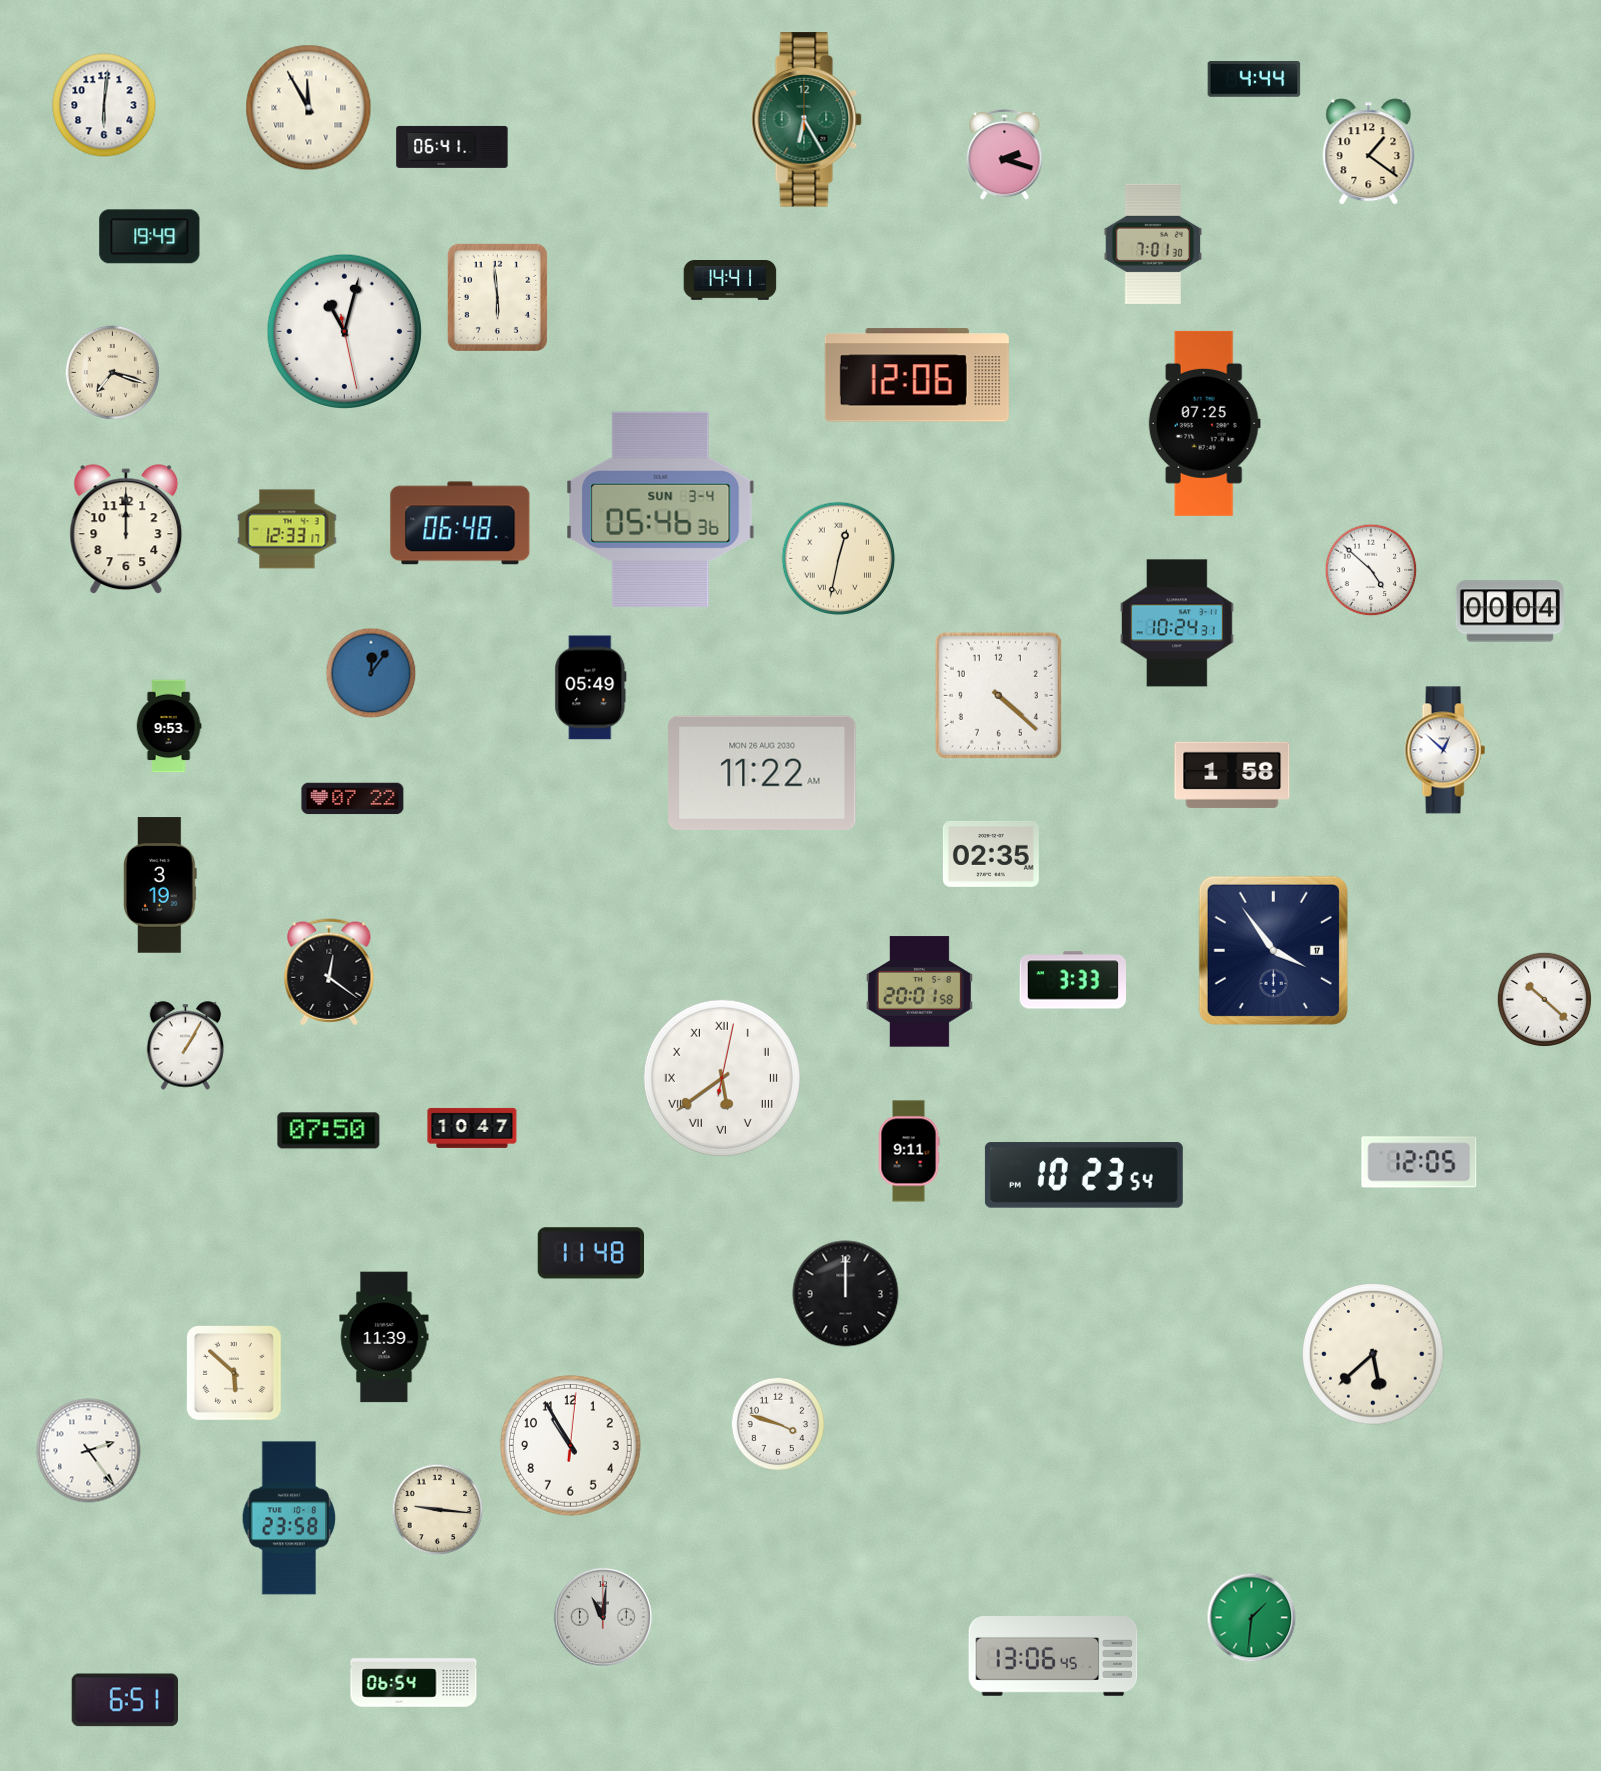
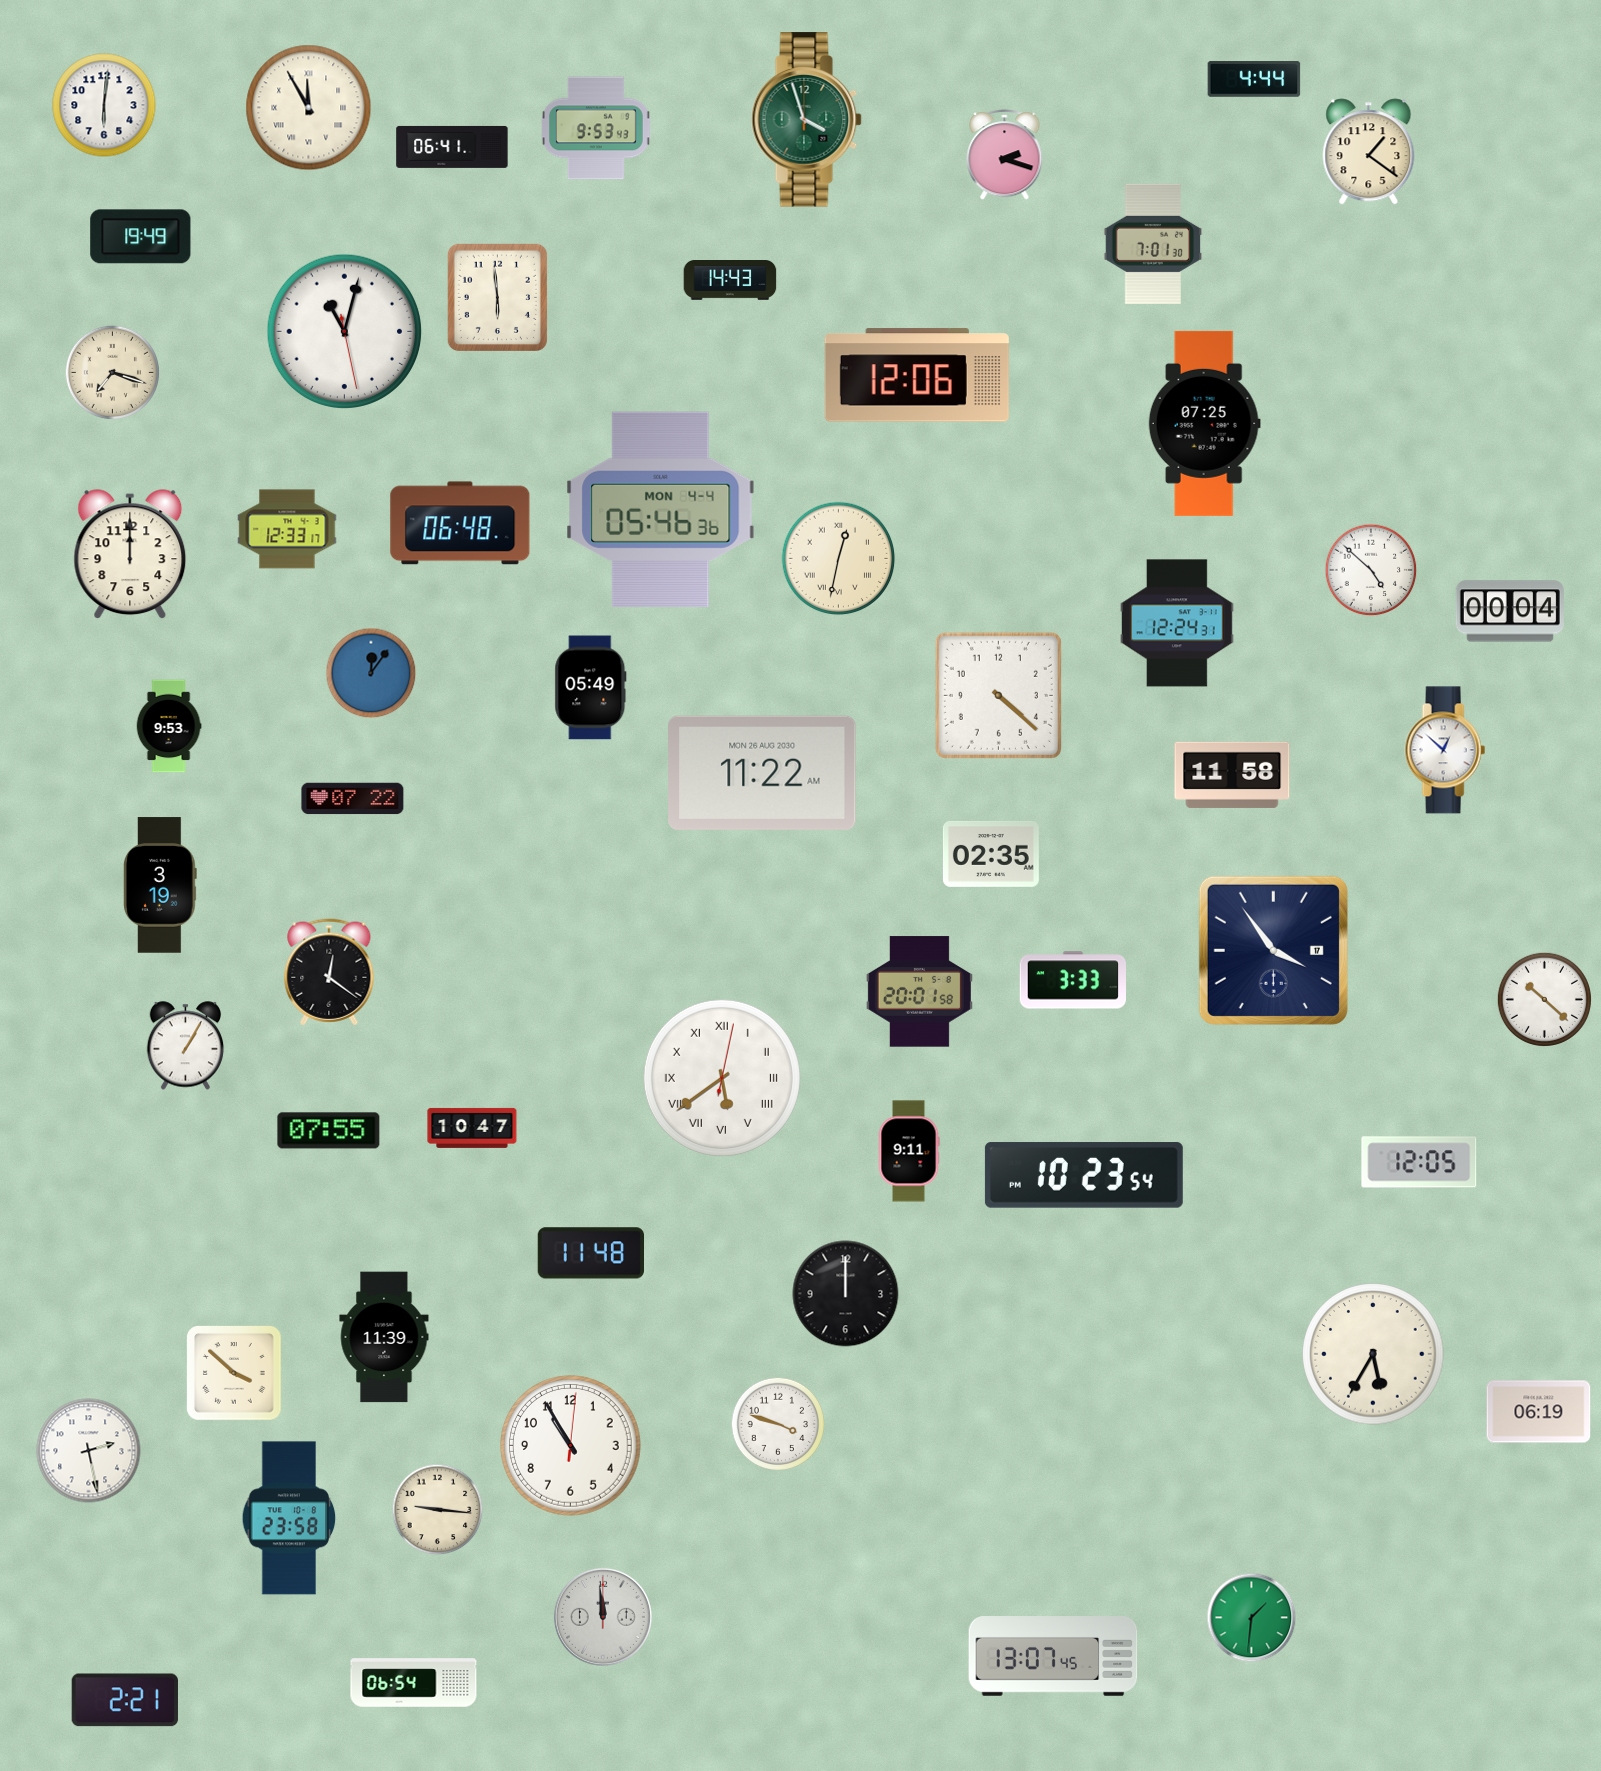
clock at (806, 120): 6:25 -> 3:57
clock at (596, 128): none -> 9:53
clock at (150, 237) position: (150, 237) -> (141, 237)
clock at (730, 281): 14:41 -> 14:43
clock at (661, 509) date: SUN 3-4 -> MON 4-4
clock at (126, 530) position: (126, 530) -> (130, 555)
clock at (1178, 623): 10:24 -> 12:24
clock at (1232, 775): 1:58 -> 11:58
clock at (329, 1131): 07:50 -> 07:55
clock at (1373, 1354): 5:38 -> 5:35
clock at (234, 1373): 5:52 -> 3:52
clock at (1539, 1412): none -> 06:19
clock at (89, 1451): 2:24 -> 2:28
clock at (603, 1617): 11:01 -> 11:59
clock at (1053, 1656): 13:06 -> 13:07
clock at (125, 1700): 6:51 -> 2:21
